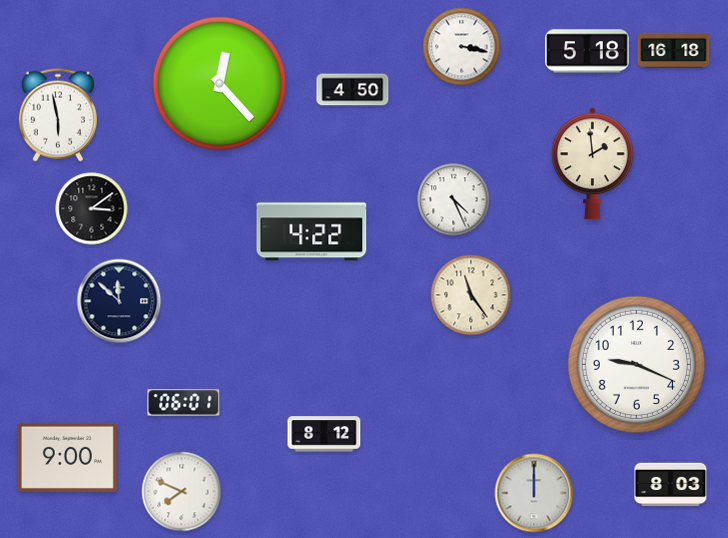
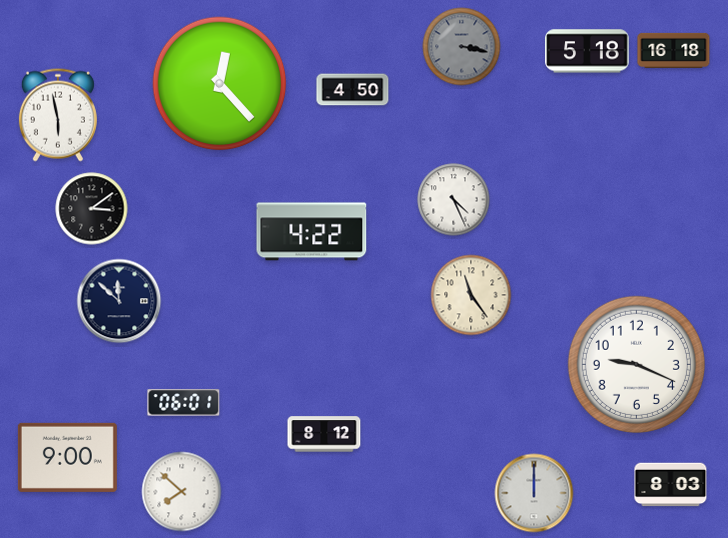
clock at (462, 47) dial: white -> grey
clock at (592, 164): 1:59 -> none
clock at (182, 492): 7:49 -> 7:52
